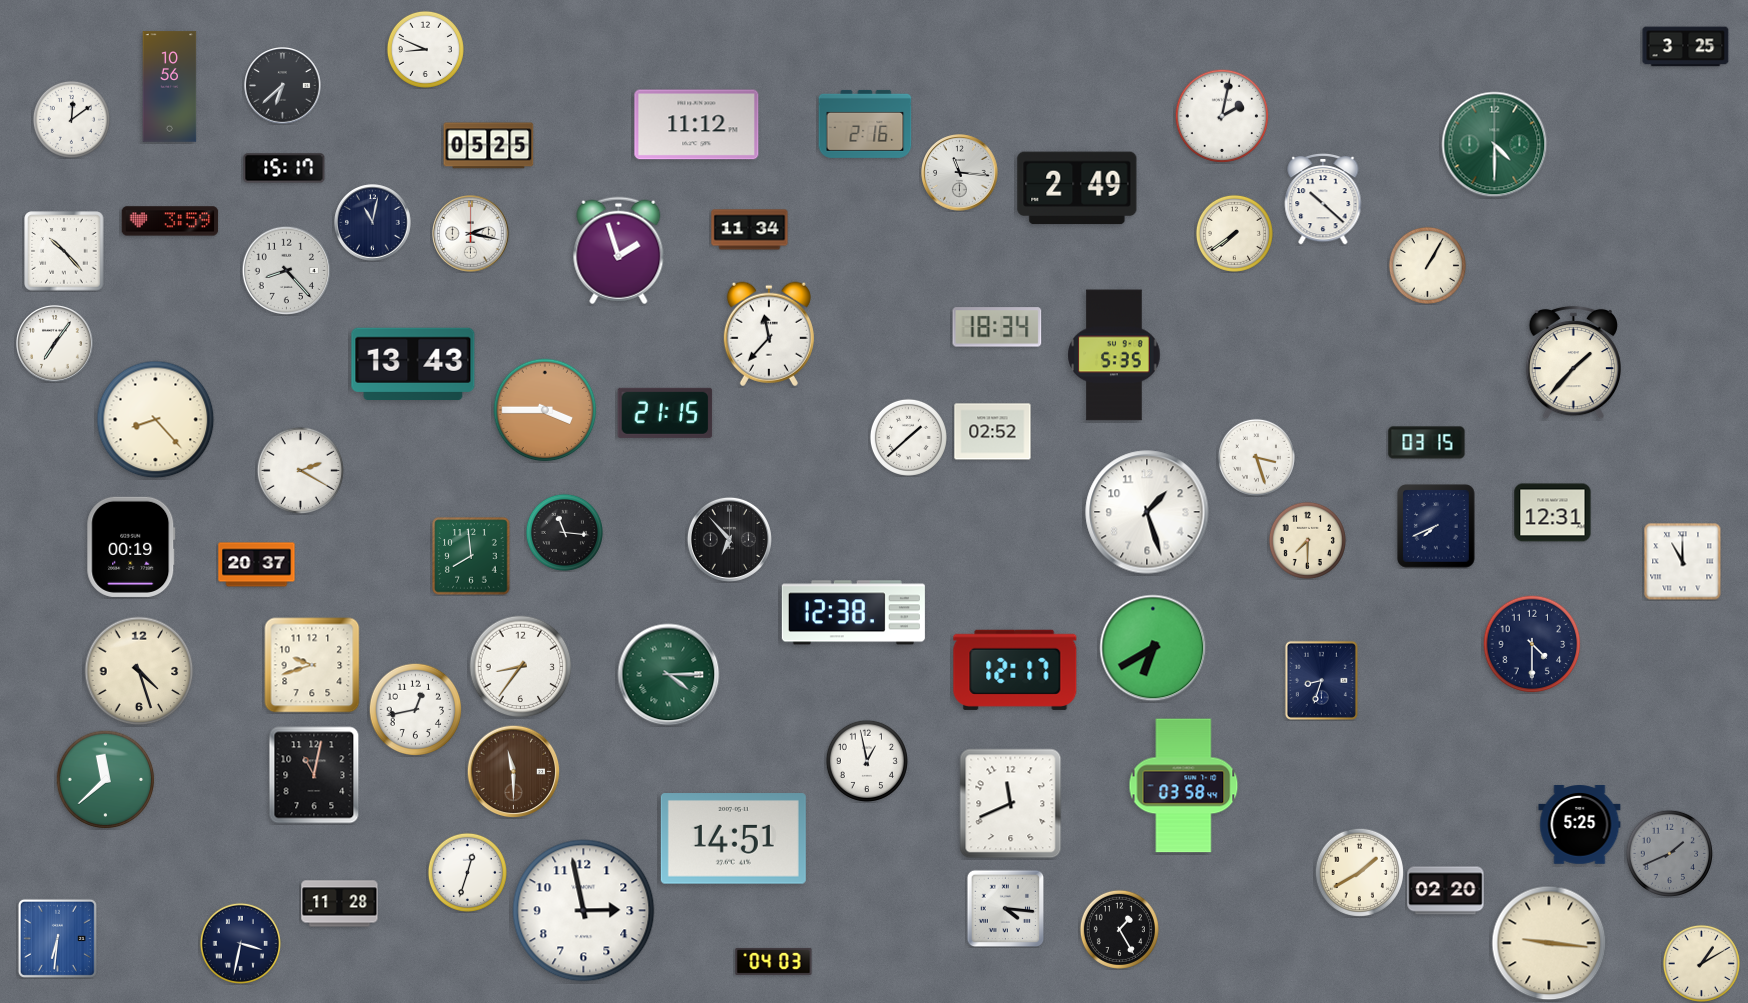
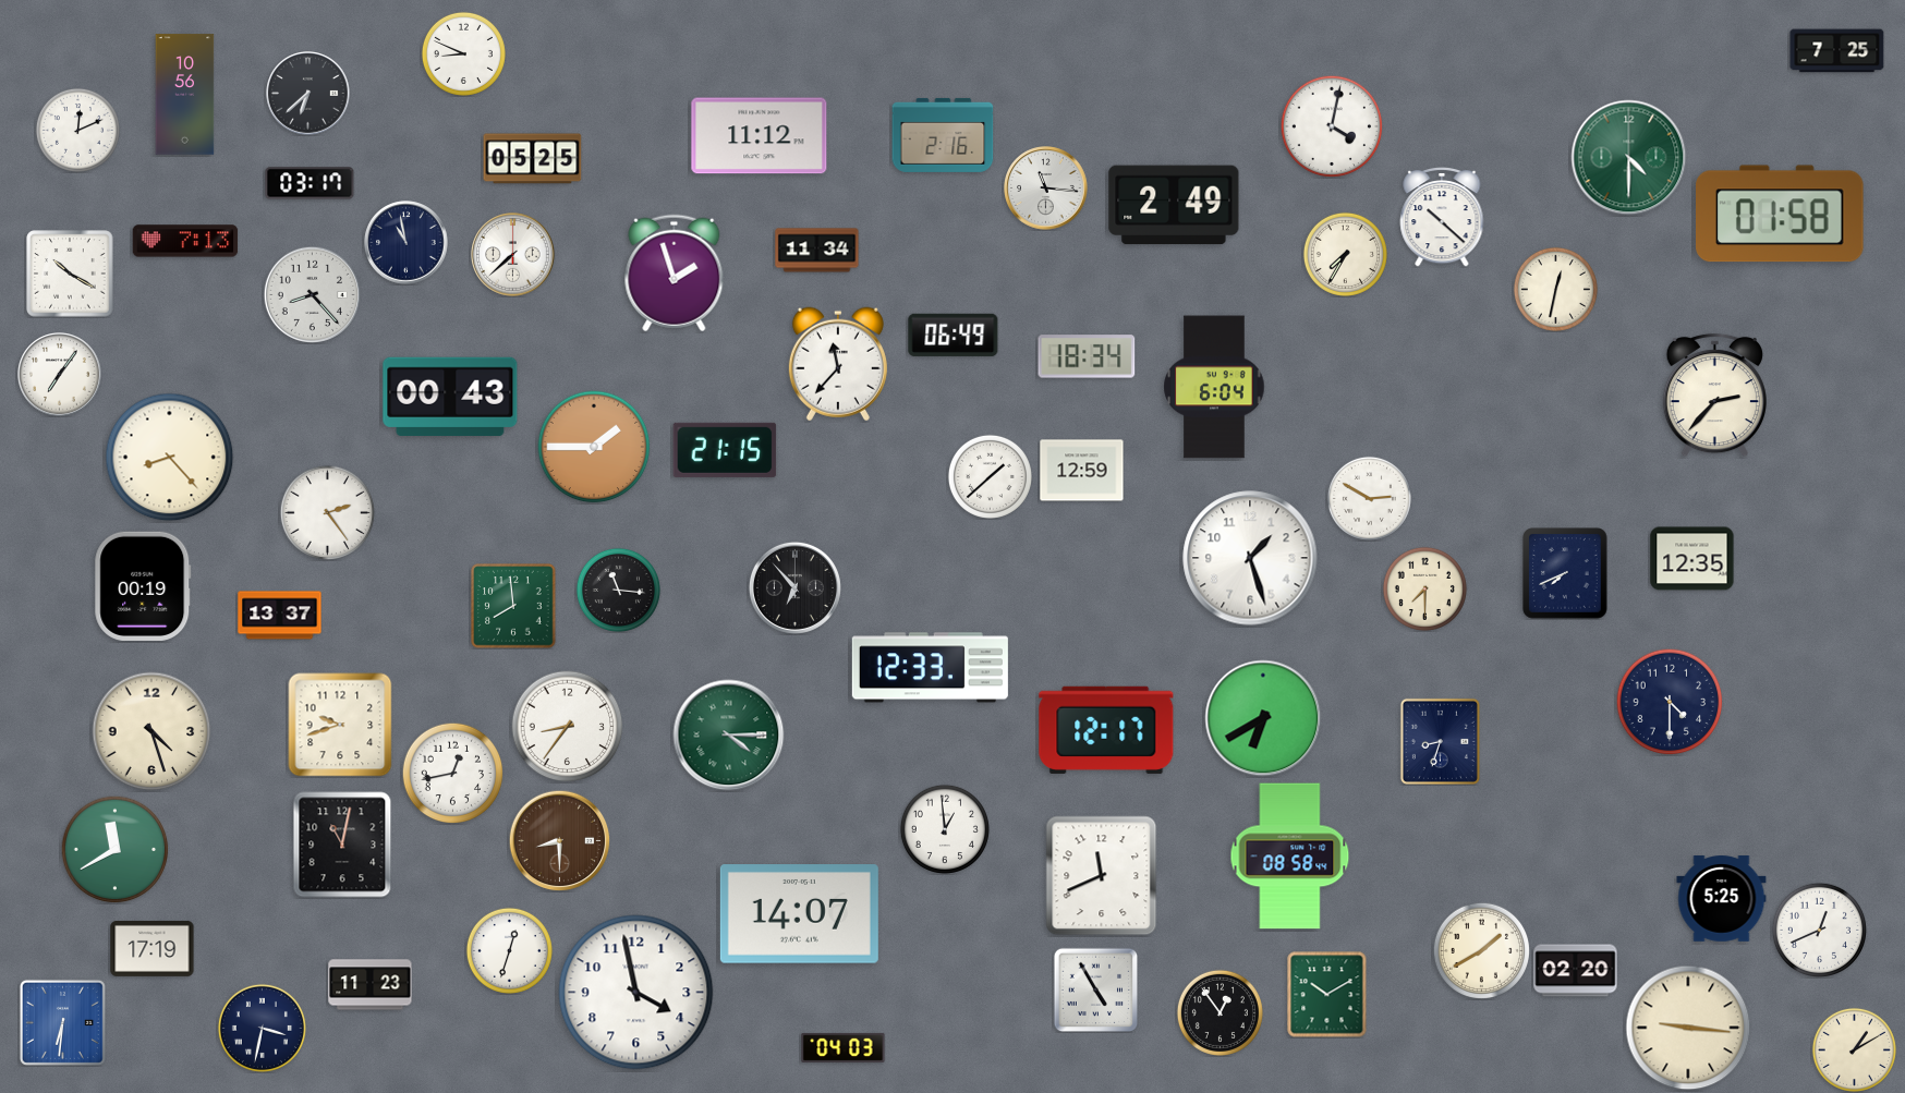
clock at (1686, 47): 3:25 -> 7:25
clock at (1222, 116): 2:02 -> 4:02
clock at (71, 119): 12:09 -> 12:11
clock at (284, 168): 15:17 -> 03:17
clock at (1781, 214): none -> 01:58
clock at (170, 221): 3:59 -> 7:13
clock at (373, 223): 11:02 -> 10:58
clock at (1234, 233): 7:39 -> 7:35
clock at (471, 234): 2:17 -> 7:38
clock at (64, 251): 10:23 -> 10:20
clock at (1427, 265): 1:05 -> 12:32
clock at (954, 335): none -> 06:49
clock at (1114, 355): 5:35 -> 6:04
clock at (1573, 363): 1:37 -> 2:37
clock at (413, 364): 13:43 -> 00:43
clock at (545, 410): 3:45 -> 1:45
clock at (993, 432): 02:52 -> 12:59
clock at (1427, 443): 03:15 -> none
clock at (1256, 457): 3:27 -> 2:50
clock at (300, 470): 2:20 -> 2:24
clock at (1553, 513): 12:31 -> 12:35
clock at (564, 532) position: (564, 532) -> (618, 590)
clock at (131, 547) position: (131, 547) -> (143, 586)
clock at (1682, 561): 11:00 -> none
clock at (257, 565): 20:37 -> 13:37
clock at (853, 613): 12:38 -> 12:33
clock at (1153, 648) position: (1153, 648) -> (1263, 718)
clock at (867, 761): 12:58 -> 12:59
clock at (513, 771): 11:30 -> 8:30
clock at (106, 780): 11:38 -> 11:40
clock at (1184, 786): 03:58 -> 08:58
clock at (733, 839): 14:51 -> 14:07
clock at (1669, 853): 1:41 -> 12:41
clock at (1669, 853) dial: grey -> white
clock at (153, 948): none -> 17:19
clock at (340, 904): 11:28 -> 11:23
clock at (1005, 908): 4:16 -> 4:55
clock at (584, 911): 2:58 -> 3:58
clock at (1327, 995): none -> 10:10
clock at (1119, 929): 1:25 -> 12:54
